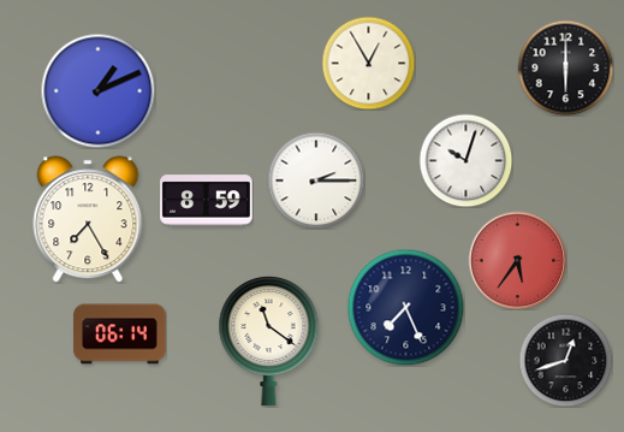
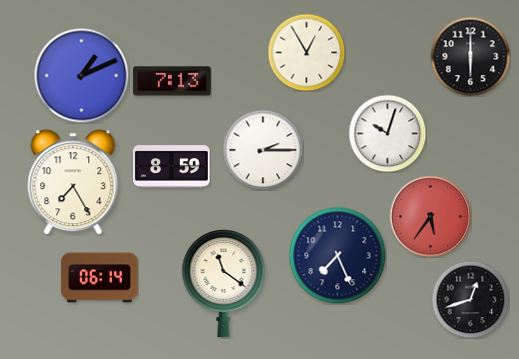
clock at (172, 81): none -> 7:13
